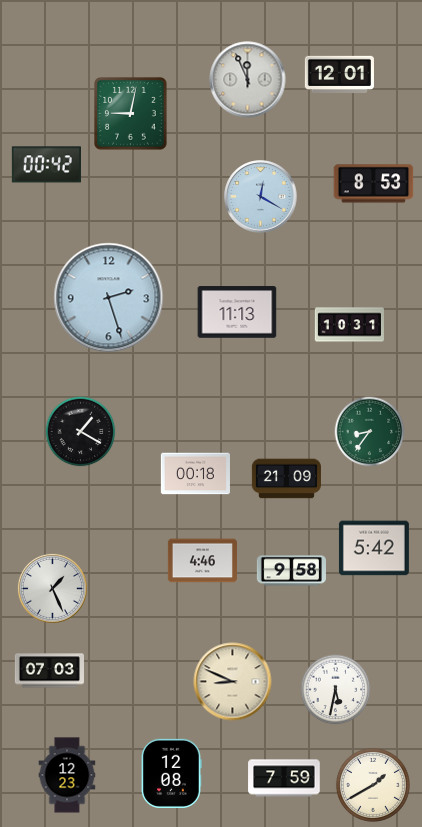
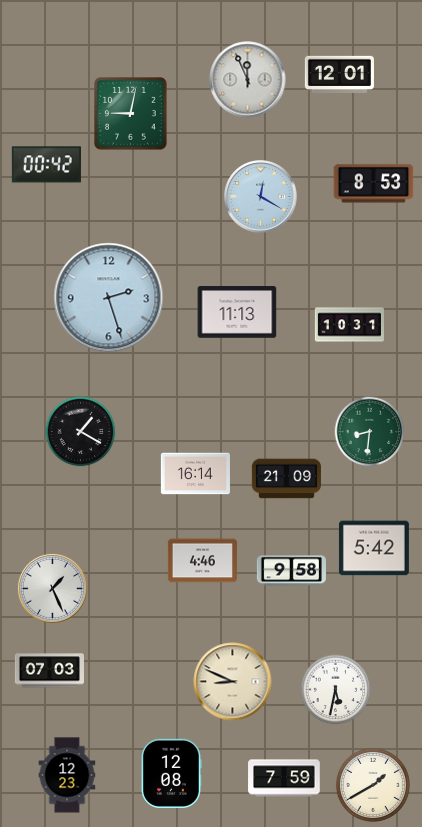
clock at (370, 432): 8:36 -> 8:31
clock at (195, 474): 00:18 -> 16:14
